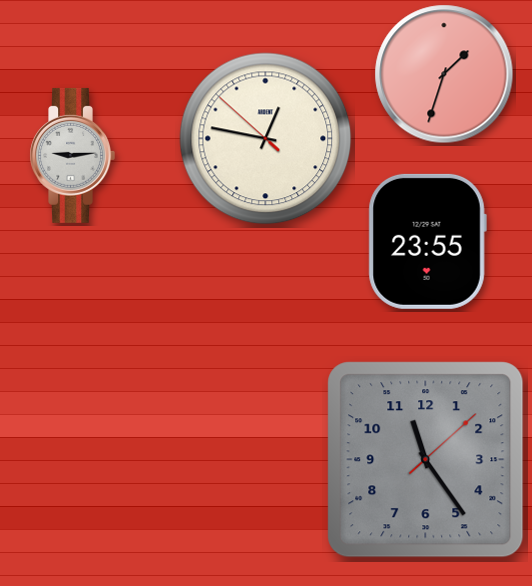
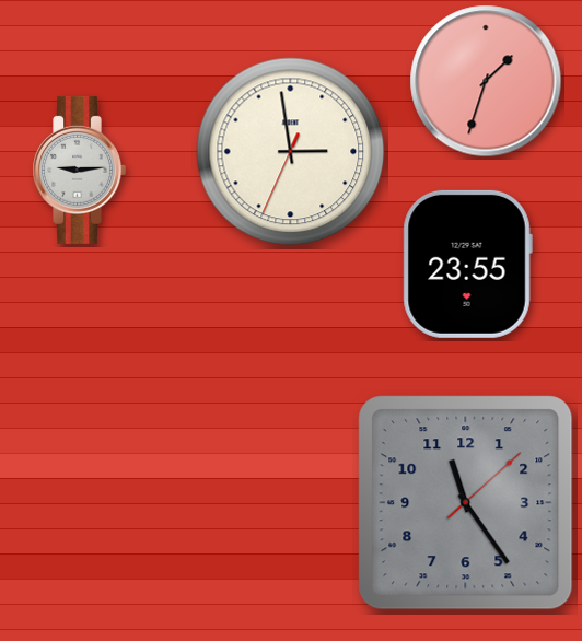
clock at (266, 139): 12:46 -> 2:58
